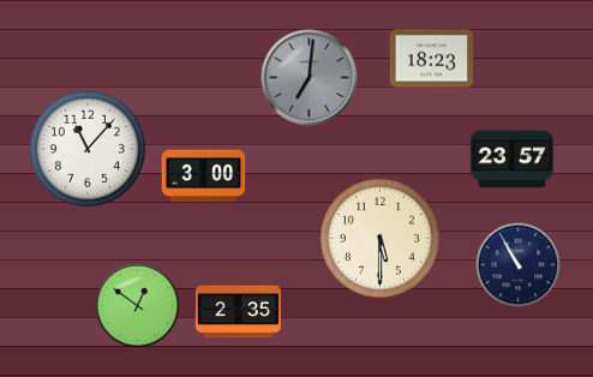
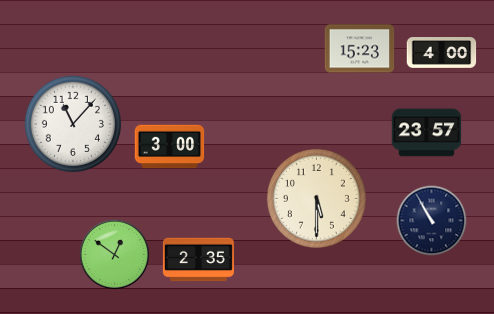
clock at (432, 59): 18:23 -> 15:23
clock at (442, 53): none -> 4:00
clock at (310, 78): 7:01 -> none
